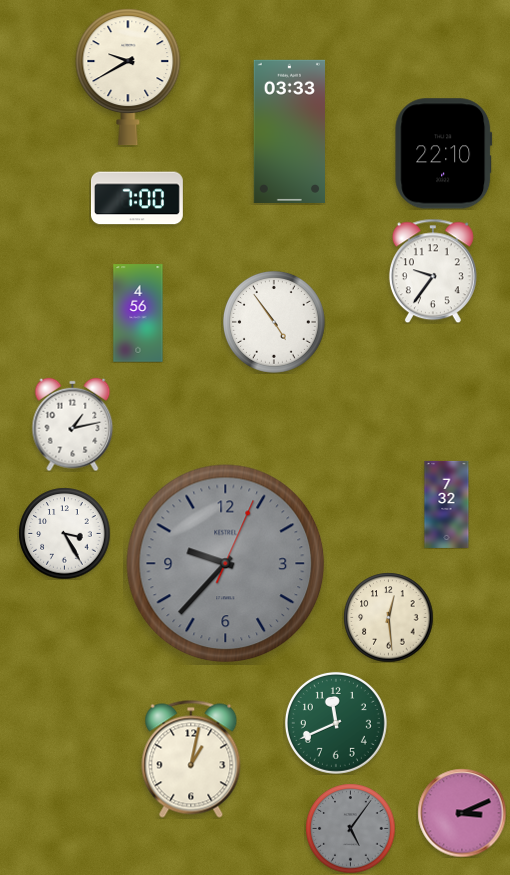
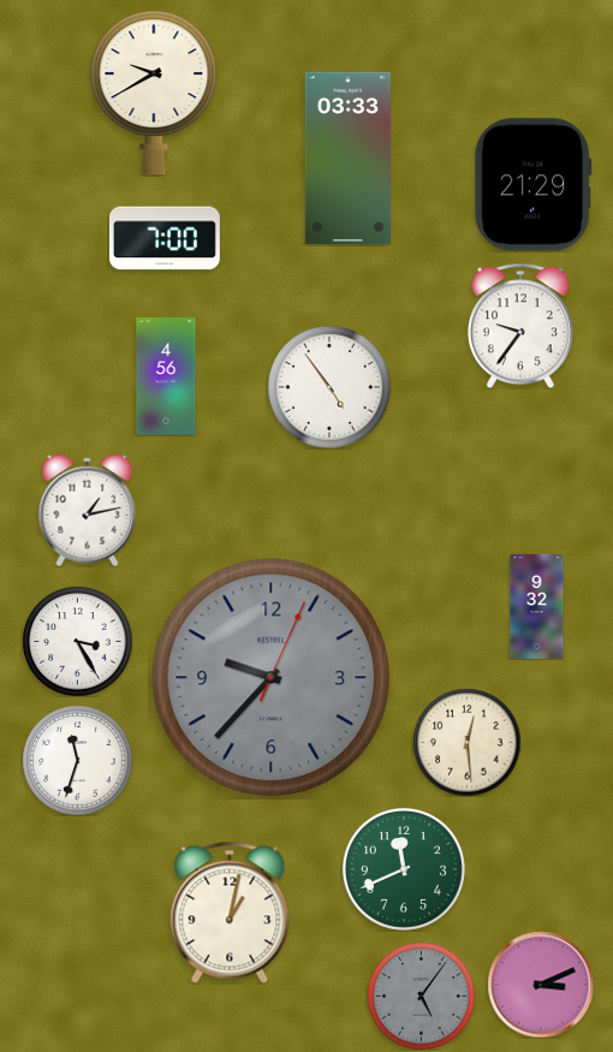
clock at (444, 154): 22:10 -> 21:29
clock at (447, 504): 7:32 -> 9:32
clock at (77, 760): none -> 11:33
clock at (462, 813) position: (462, 813) -> (541, 985)
